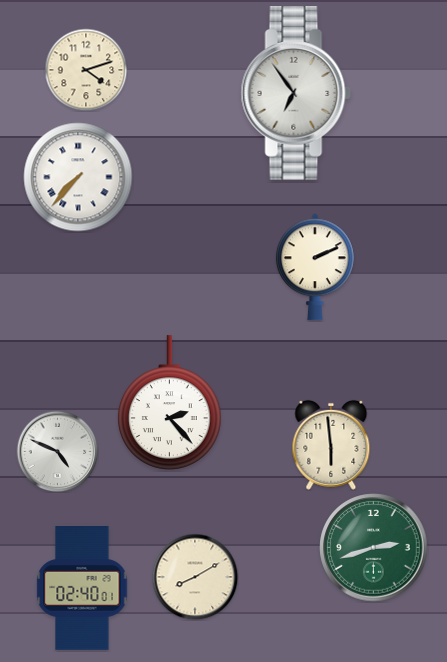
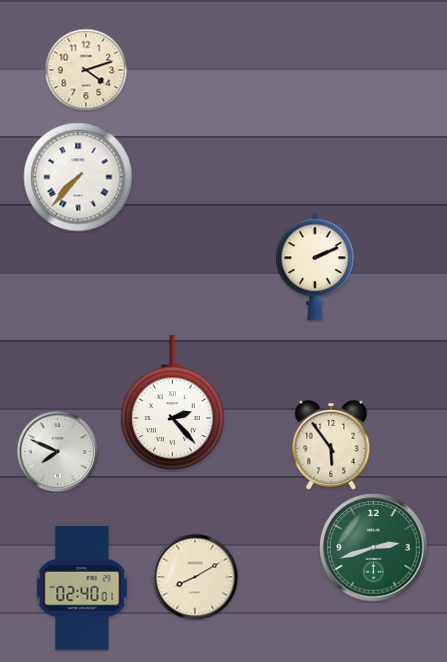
clock at (296, 94): 6:54 -> none
clock at (169, 403) position: (169, 403) -> (172, 403)
clock at (331, 445): 5:59 -> 5:54
clock at (57, 451): 4:49 -> 7:49
